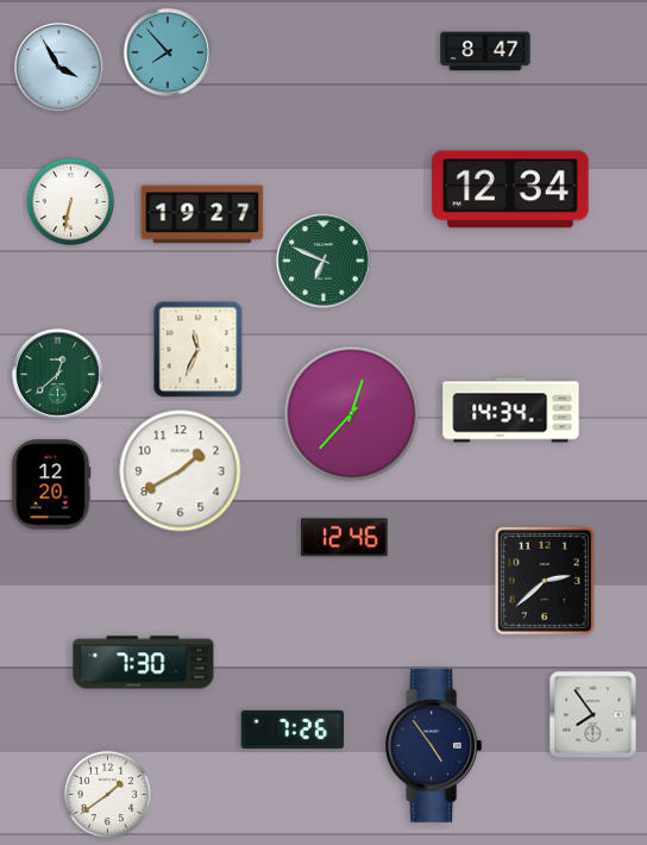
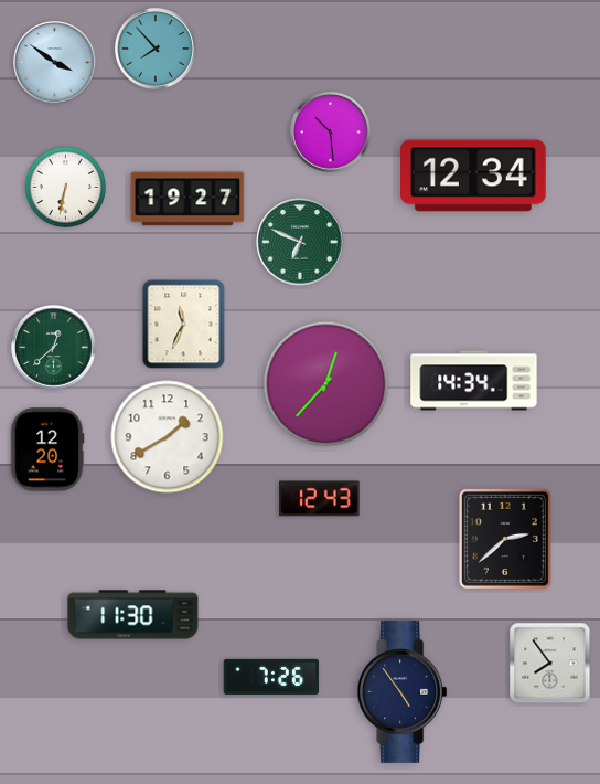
clock at (485, 51): 8:47 -> none
clock at (59, 68): 3:55 -> 3:51
clock at (331, 133): none -> 10:29
clock at (345, 538): 12:46 -> 12:43
clock at (144, 663): 7:30 -> 11:30
clock at (107, 794): 1:39 -> none
